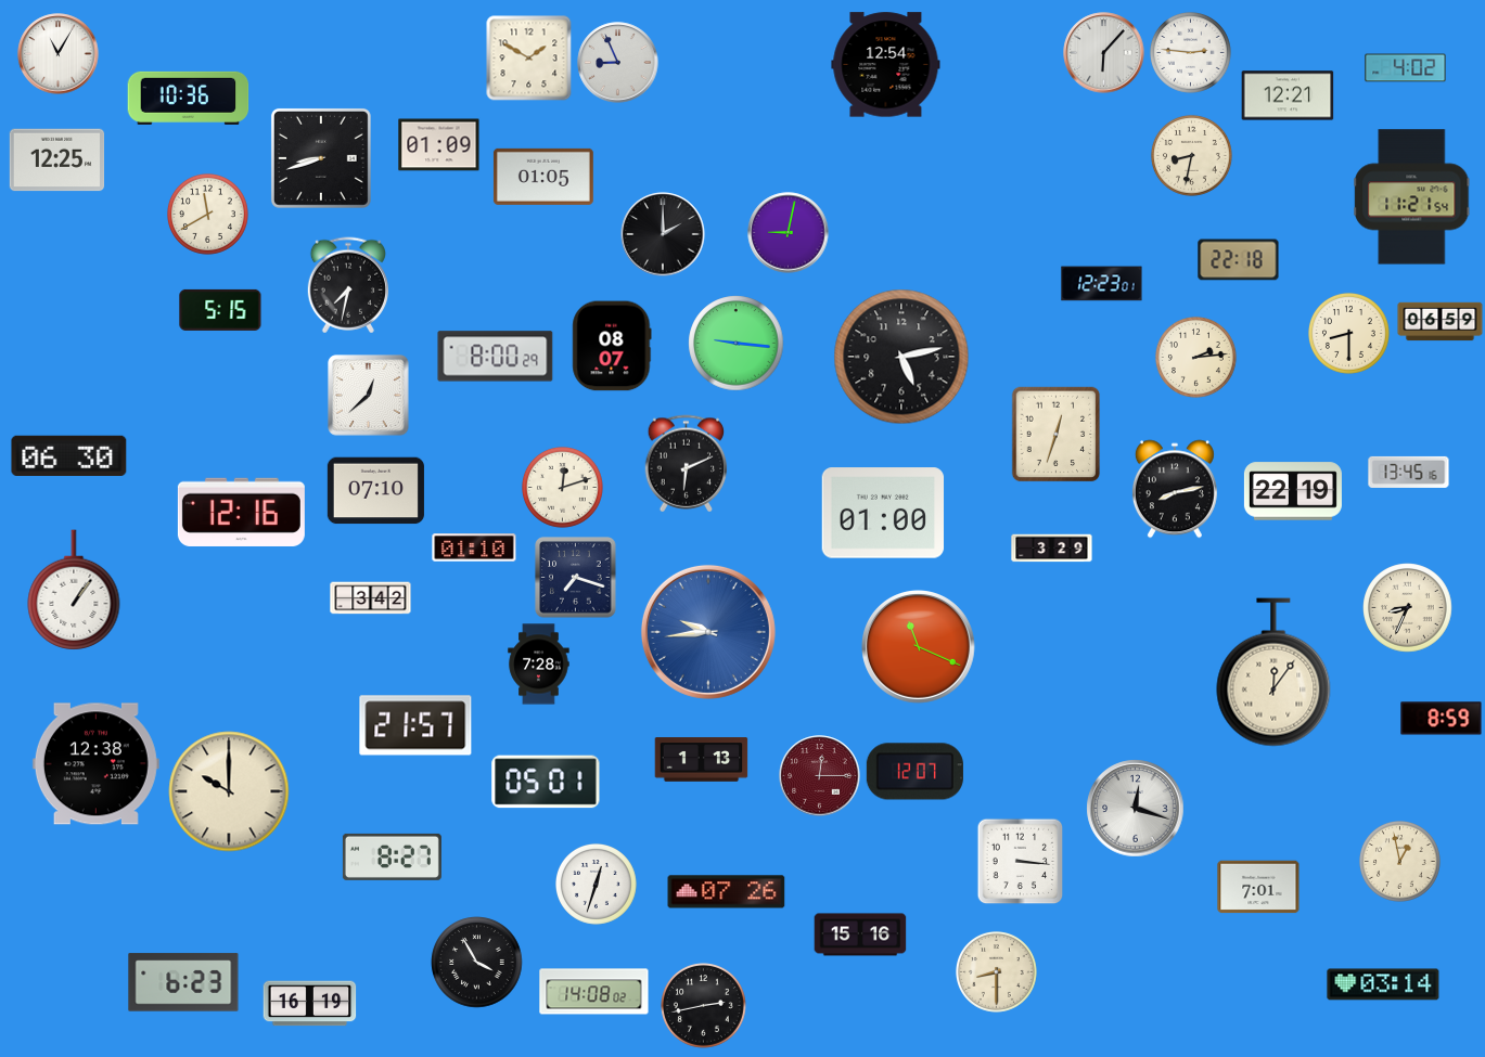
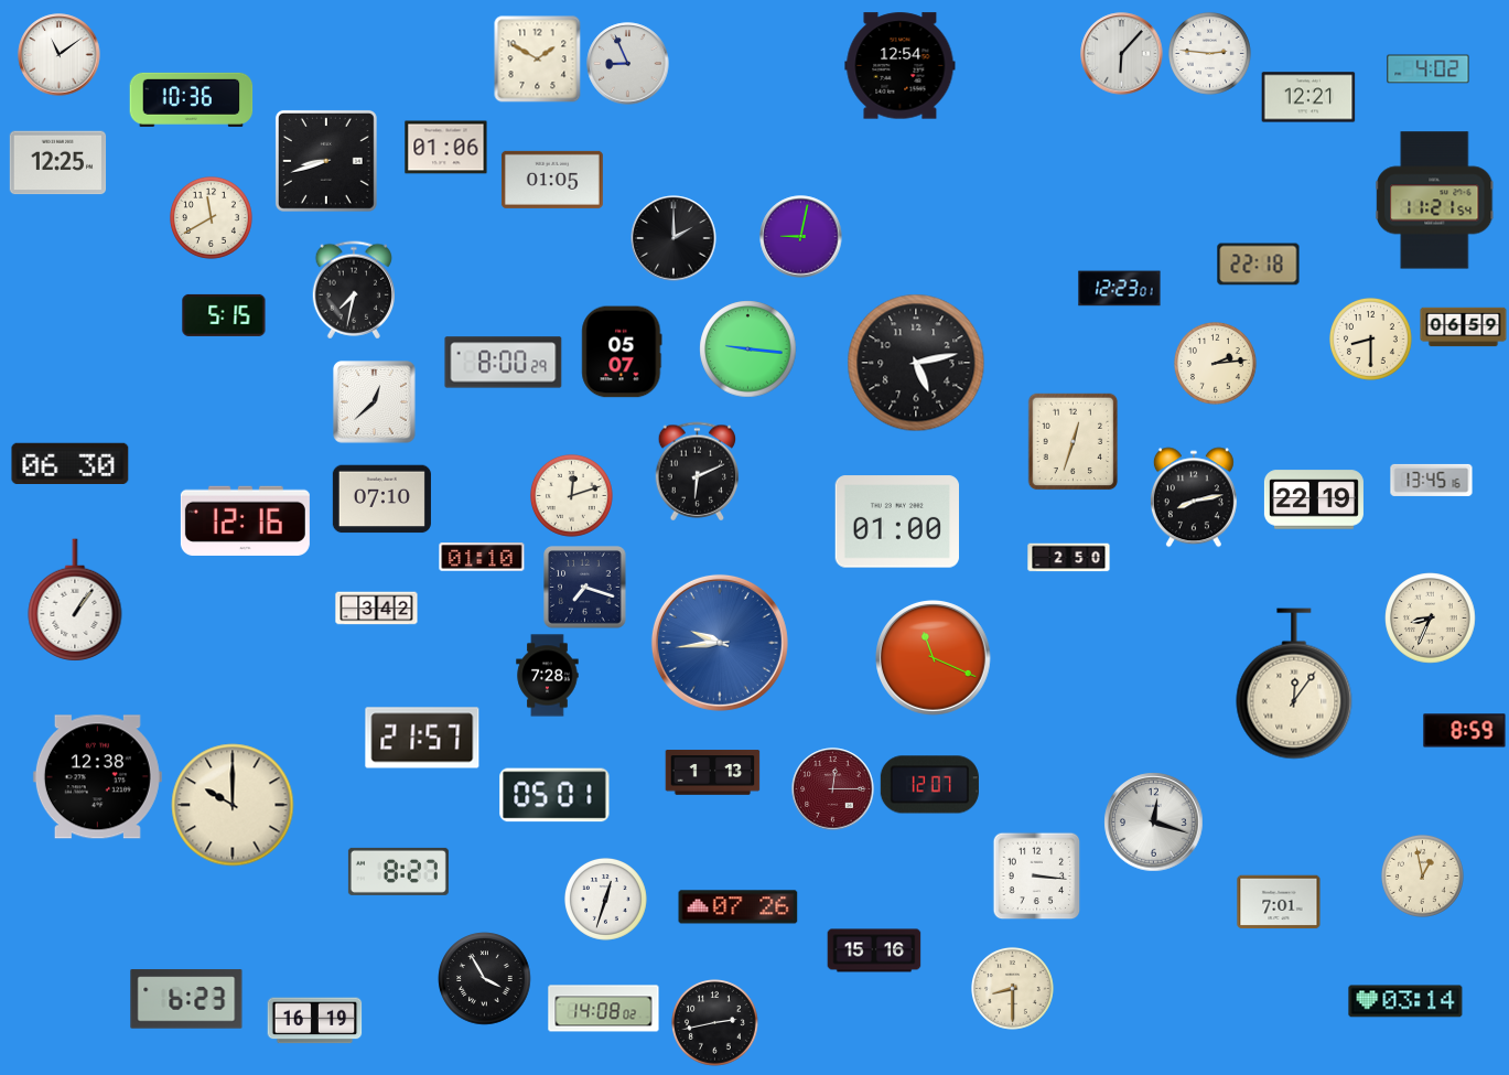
clock at (59, 54): 11:05 -> 11:09
clock at (439, 145): 01:09 -> 01:06
clock at (1191, 155): 8:32 -> none
clock at (612, 346): 08:07 -> 05:07
clock at (1052, 549): 3:29 -> 2:50
